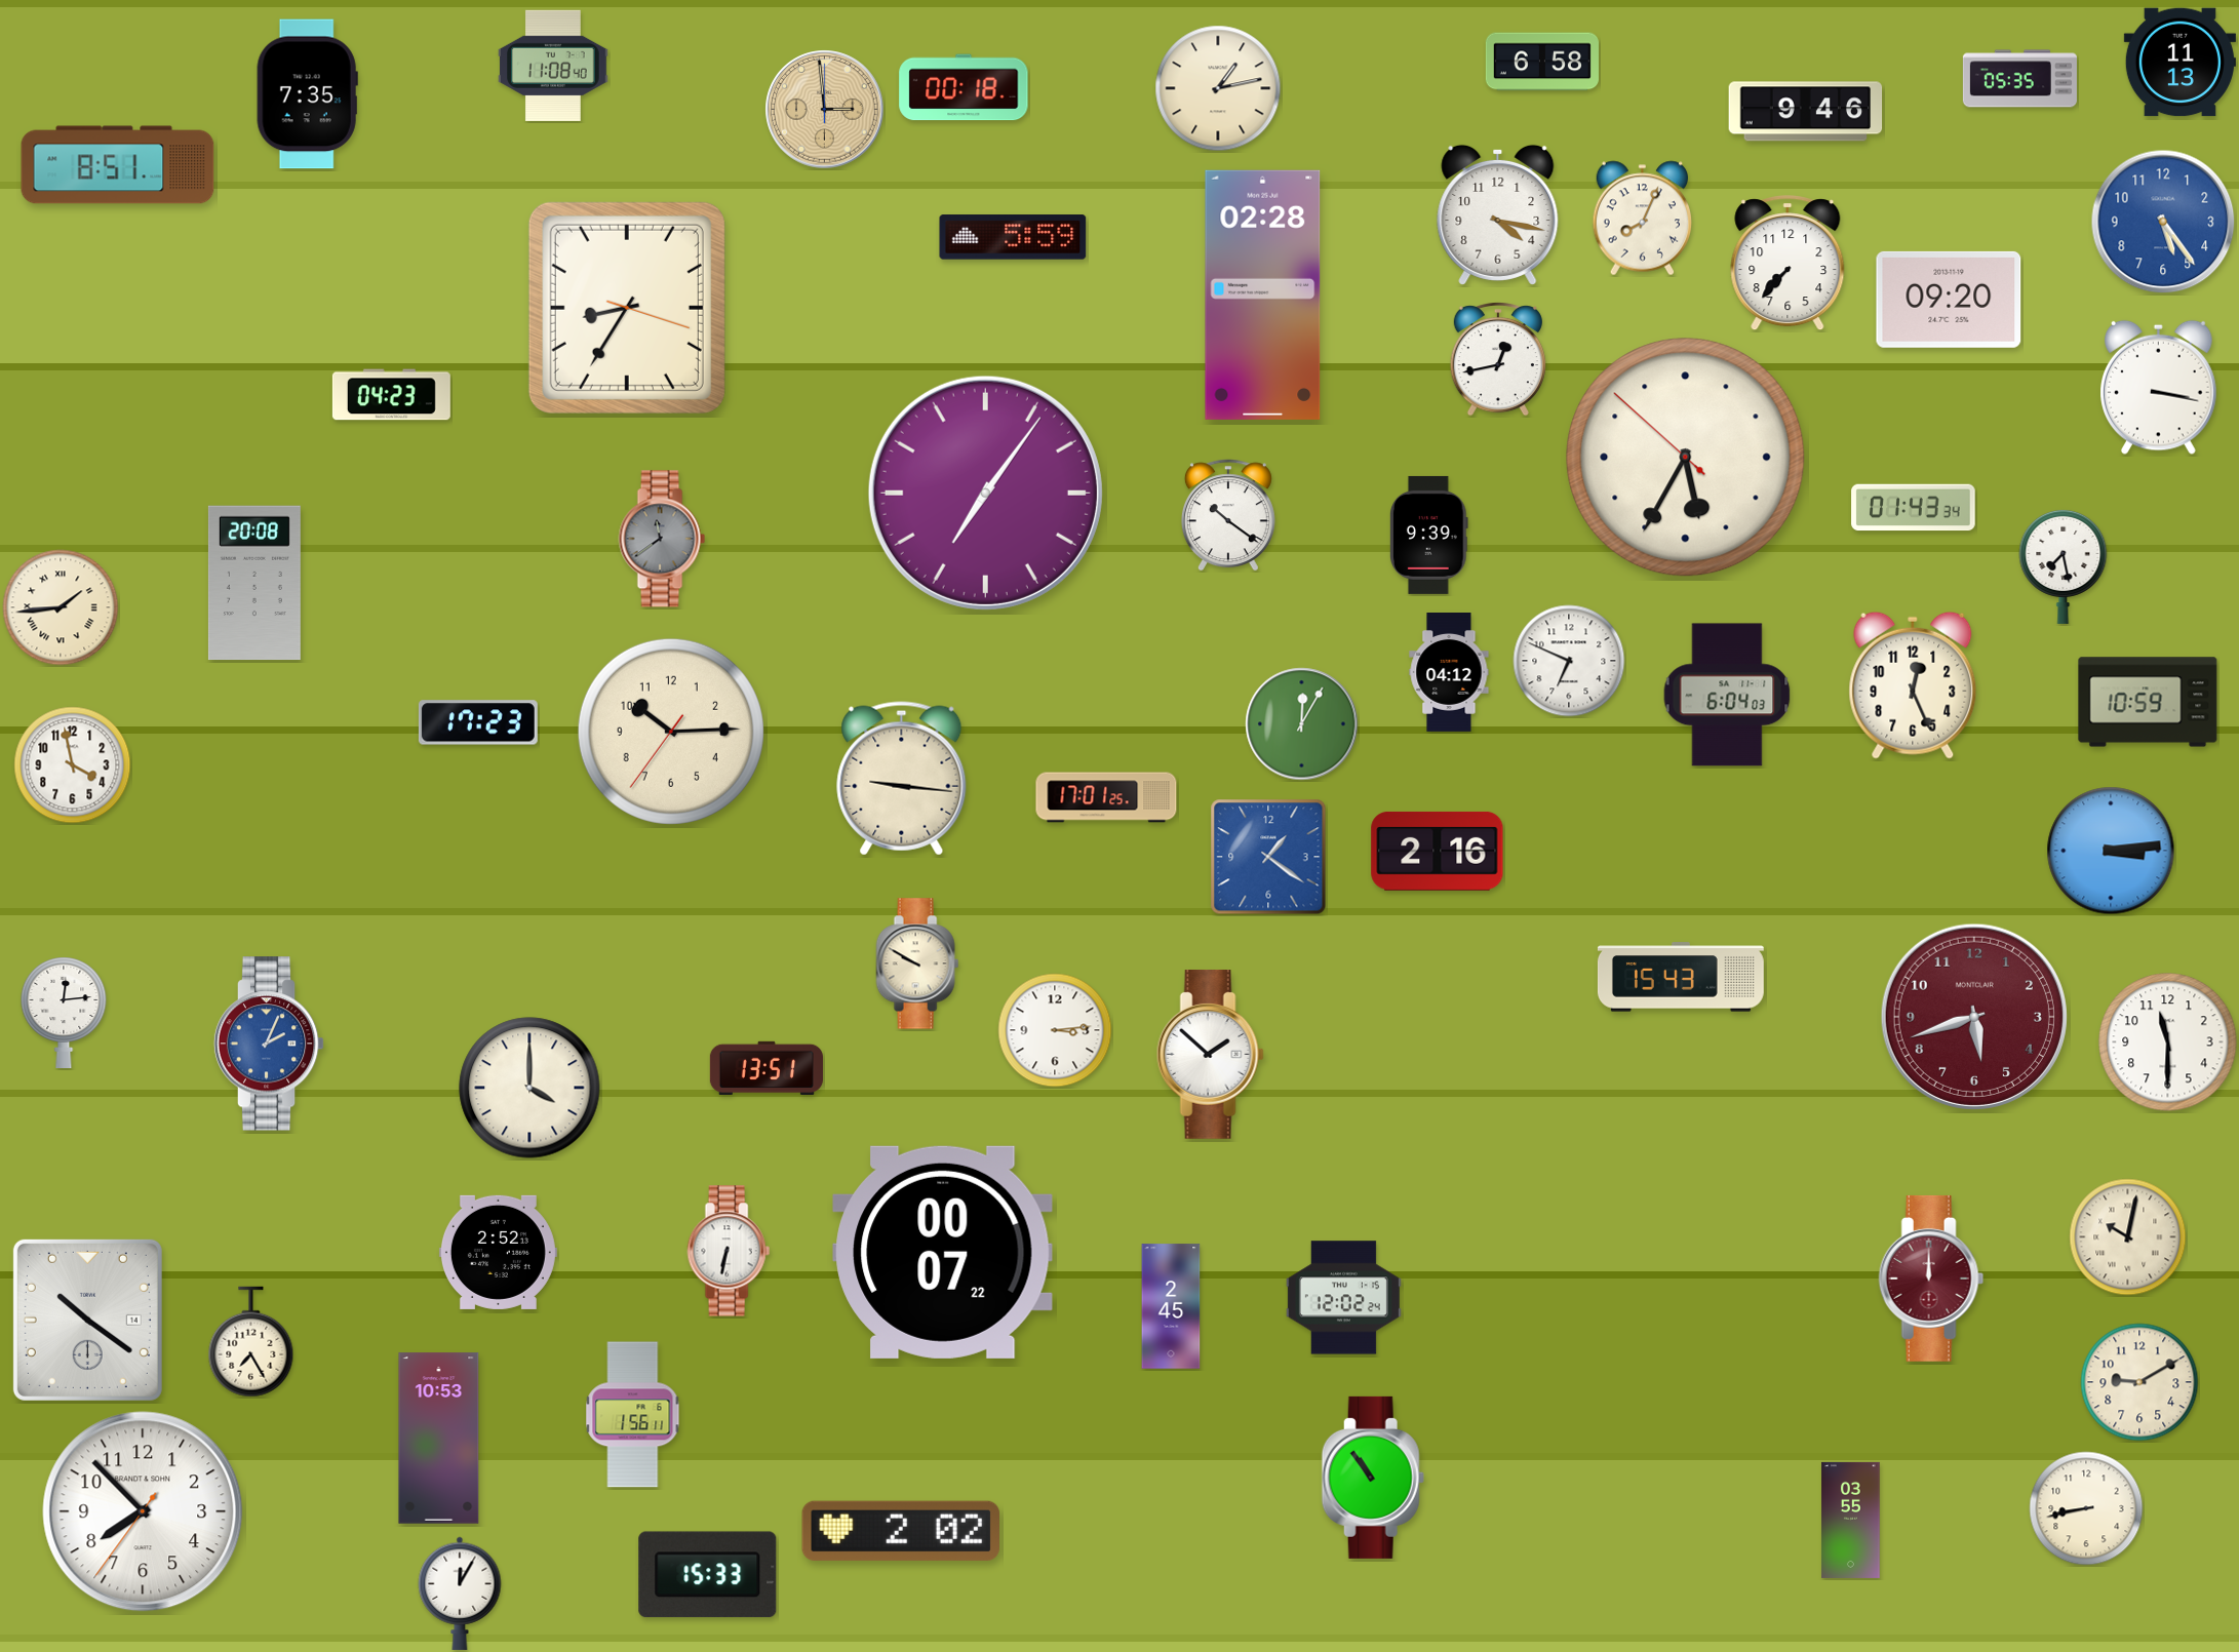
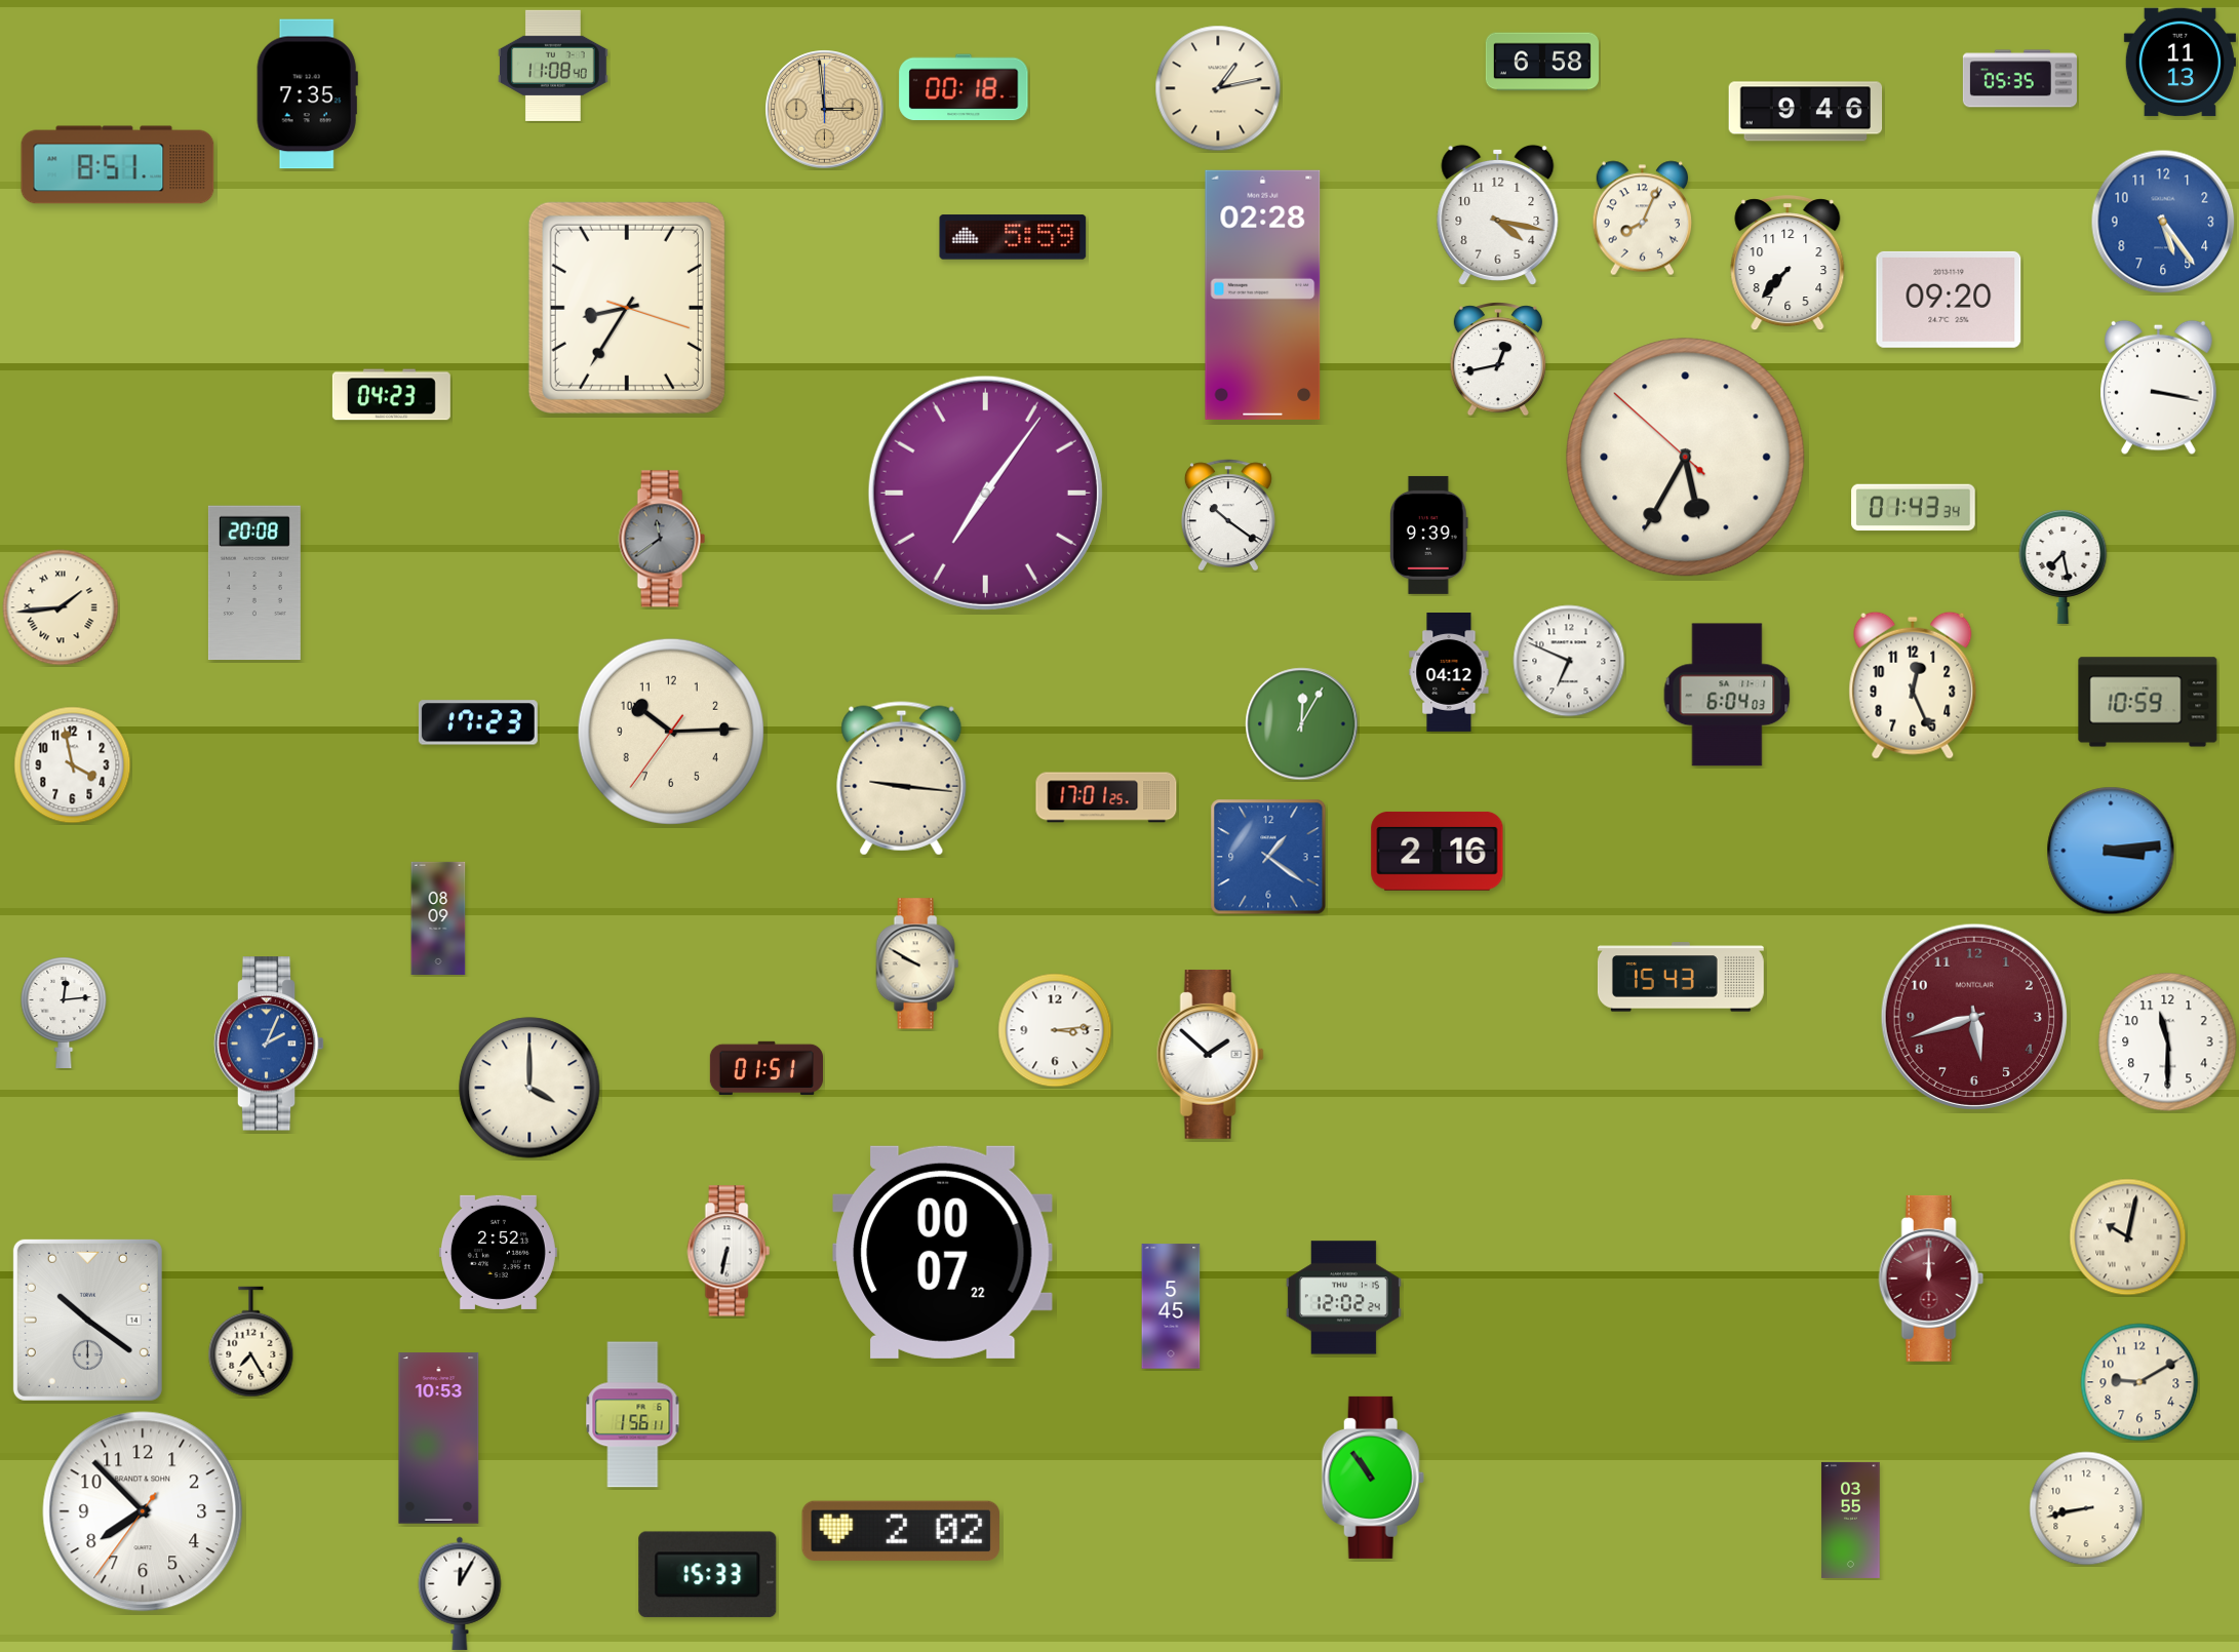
clock at (438, 918): none -> 08:09
clock at (767, 1067): 13:51 -> 01:51
clock at (1171, 1306): 2:45 -> 5:45
